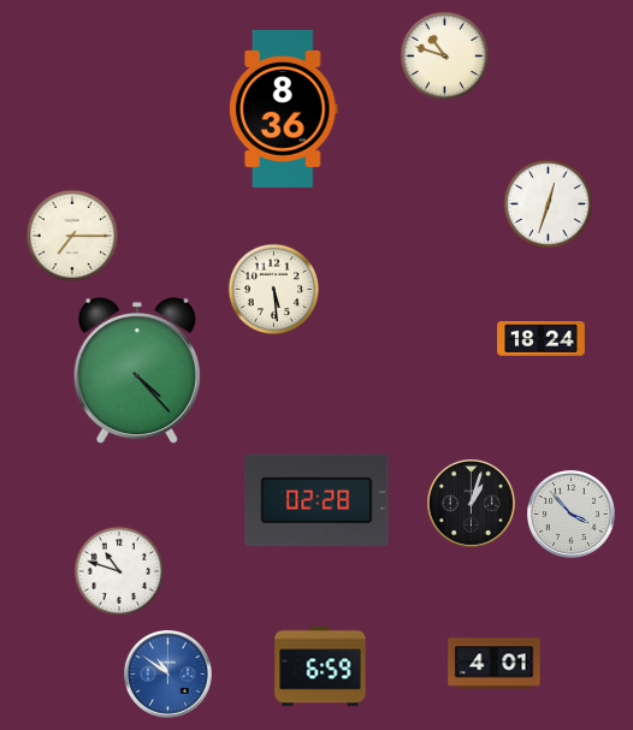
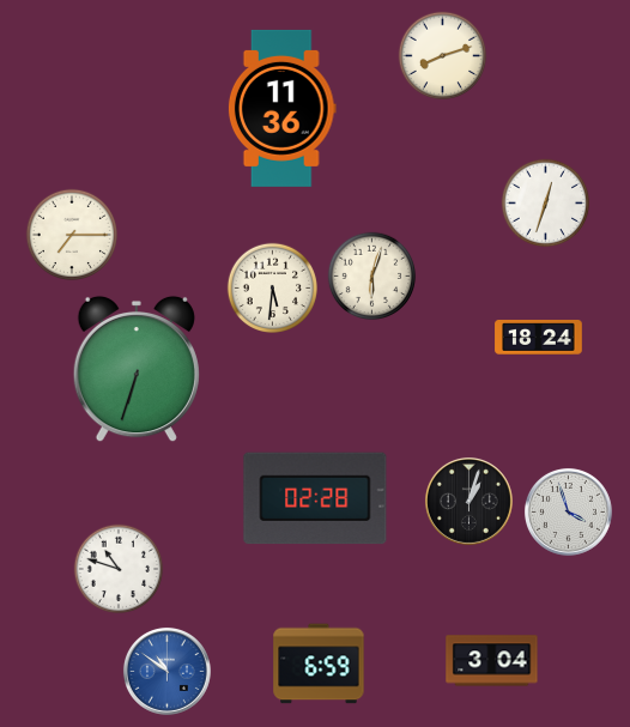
clock at (445, 57): 10:48 -> 8:12
clock at (283, 108): 8:36 -> 11:36
clock at (372, 277): none -> 6:03
clock at (273, 289): 5:29 -> 5:31
clock at (137, 370): 4:23 -> 6:33
clock at (570, 514): 3:53 -> 3:57
clock at (495, 664): 4:01 -> 3:04
